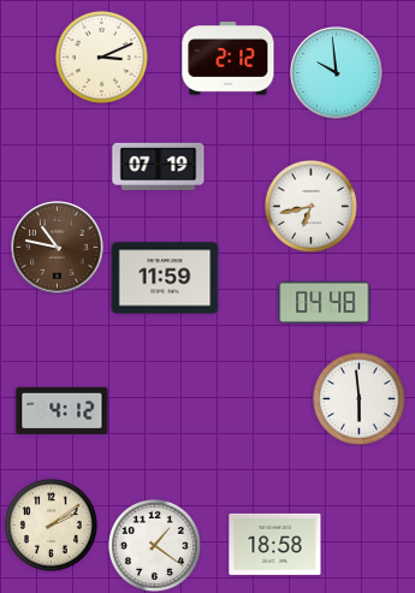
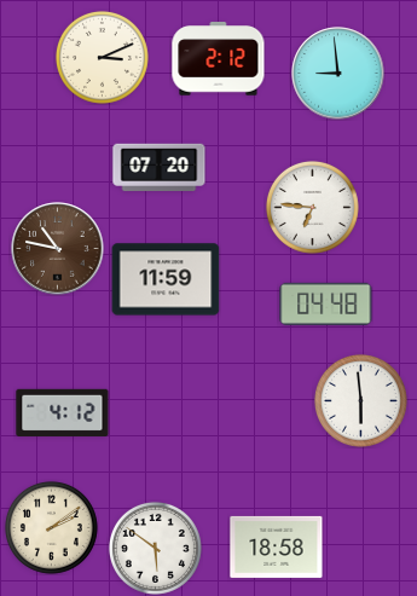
clock at (229, 59) position: (229, 59) -> (219, 59)
clock at (337, 73): 9:59 -> 8:59
clock at (159, 167): 07:19 -> 07:20
clock at (310, 206): 6:43 -> 6:46
clock at (154, 545): 1:21 -> 5:51
